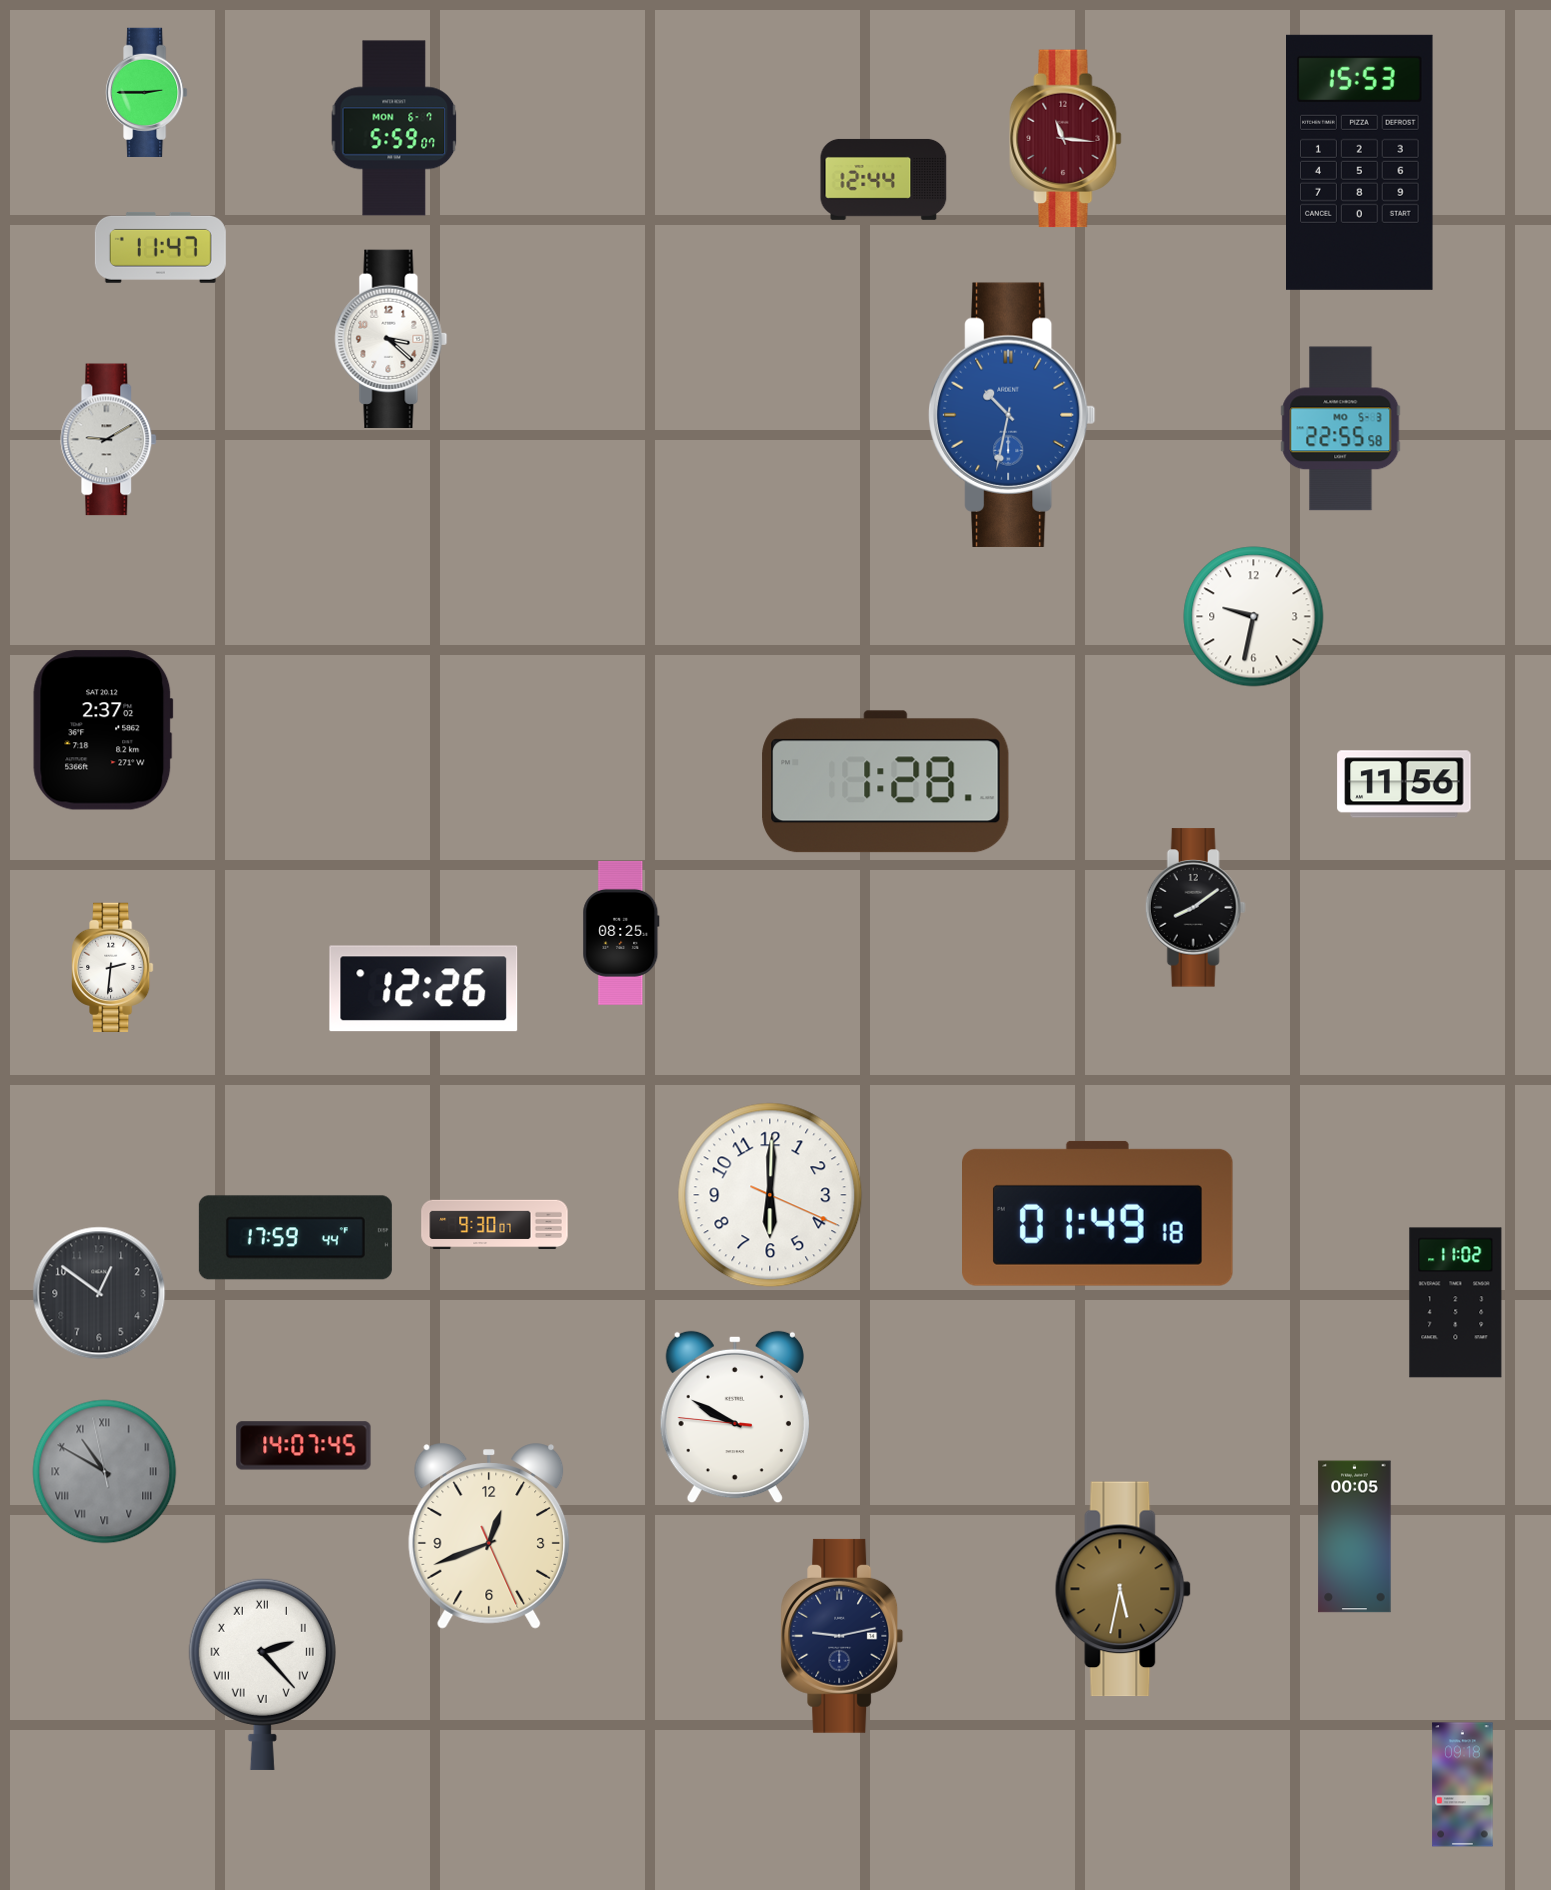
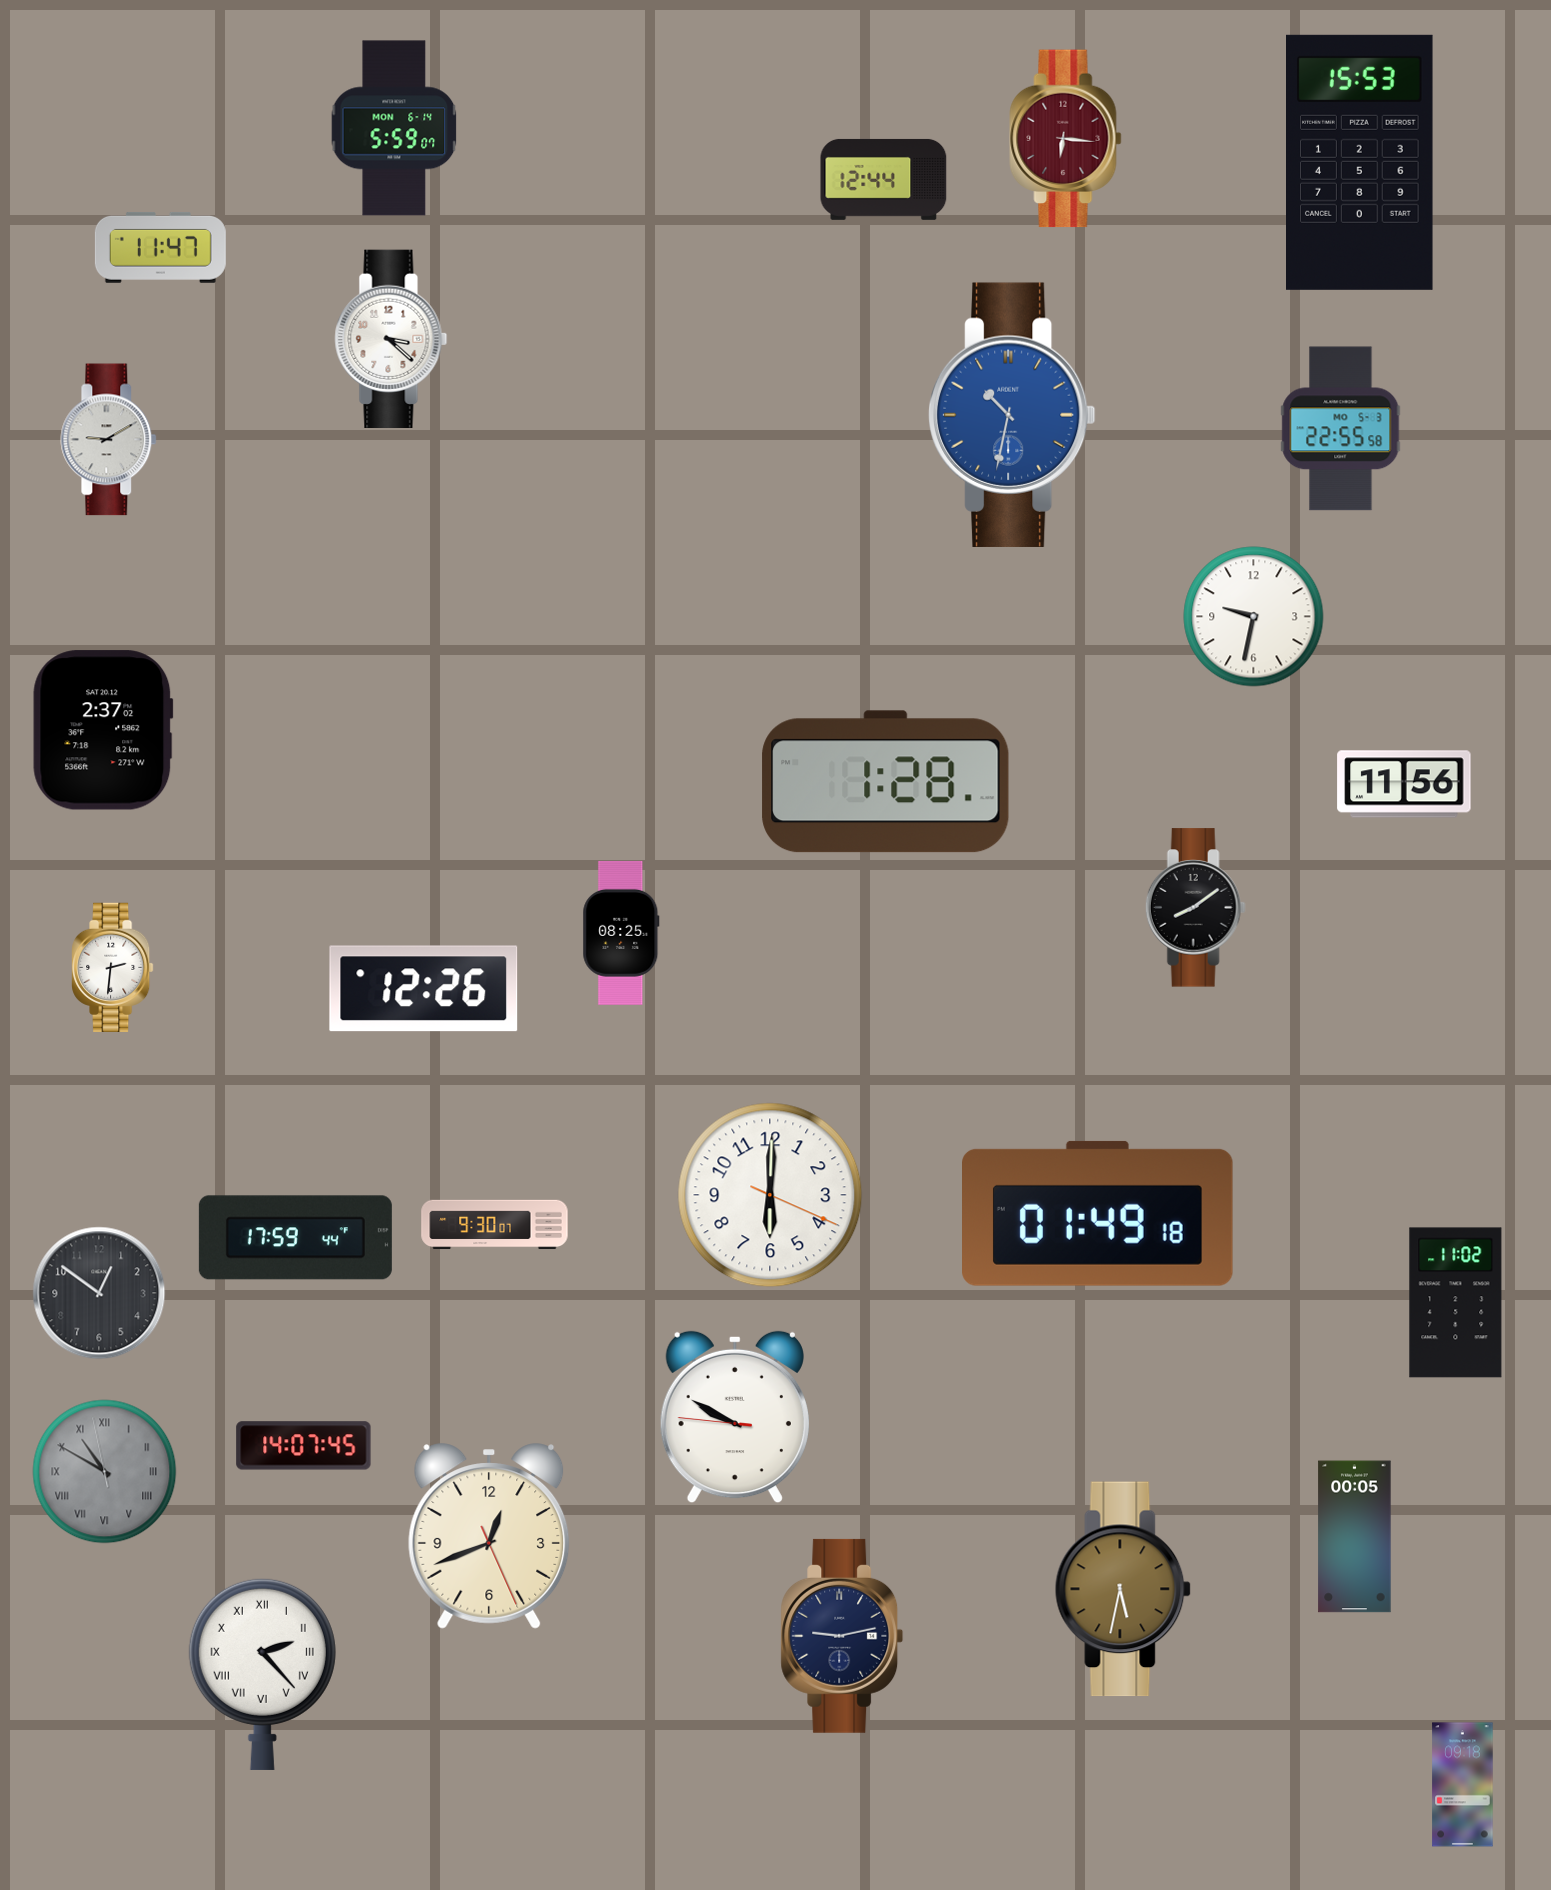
clock at (147, 92): 2:45 -> none
clock at (394, 128) date: MON 6-7 -> MON 6-14
clock at (1066, 139): 11:16 -> 6:16
